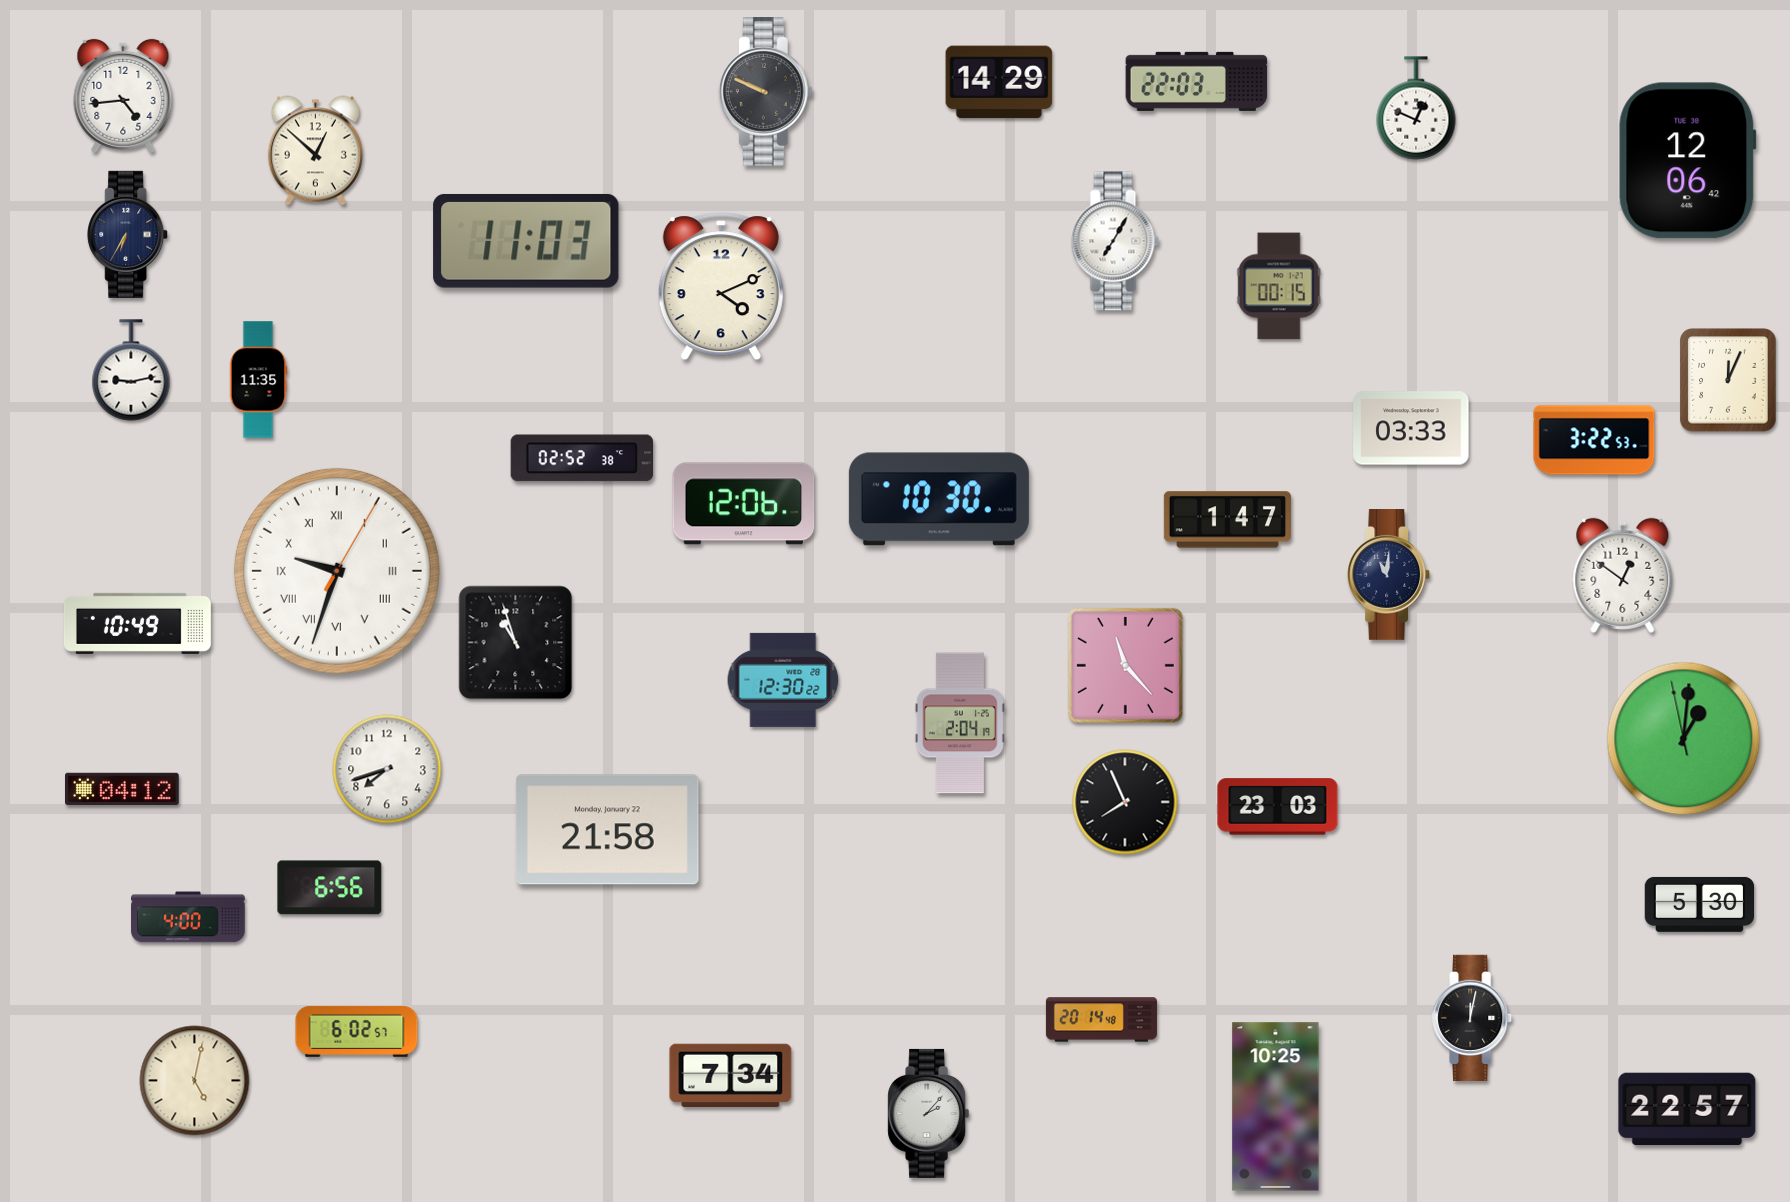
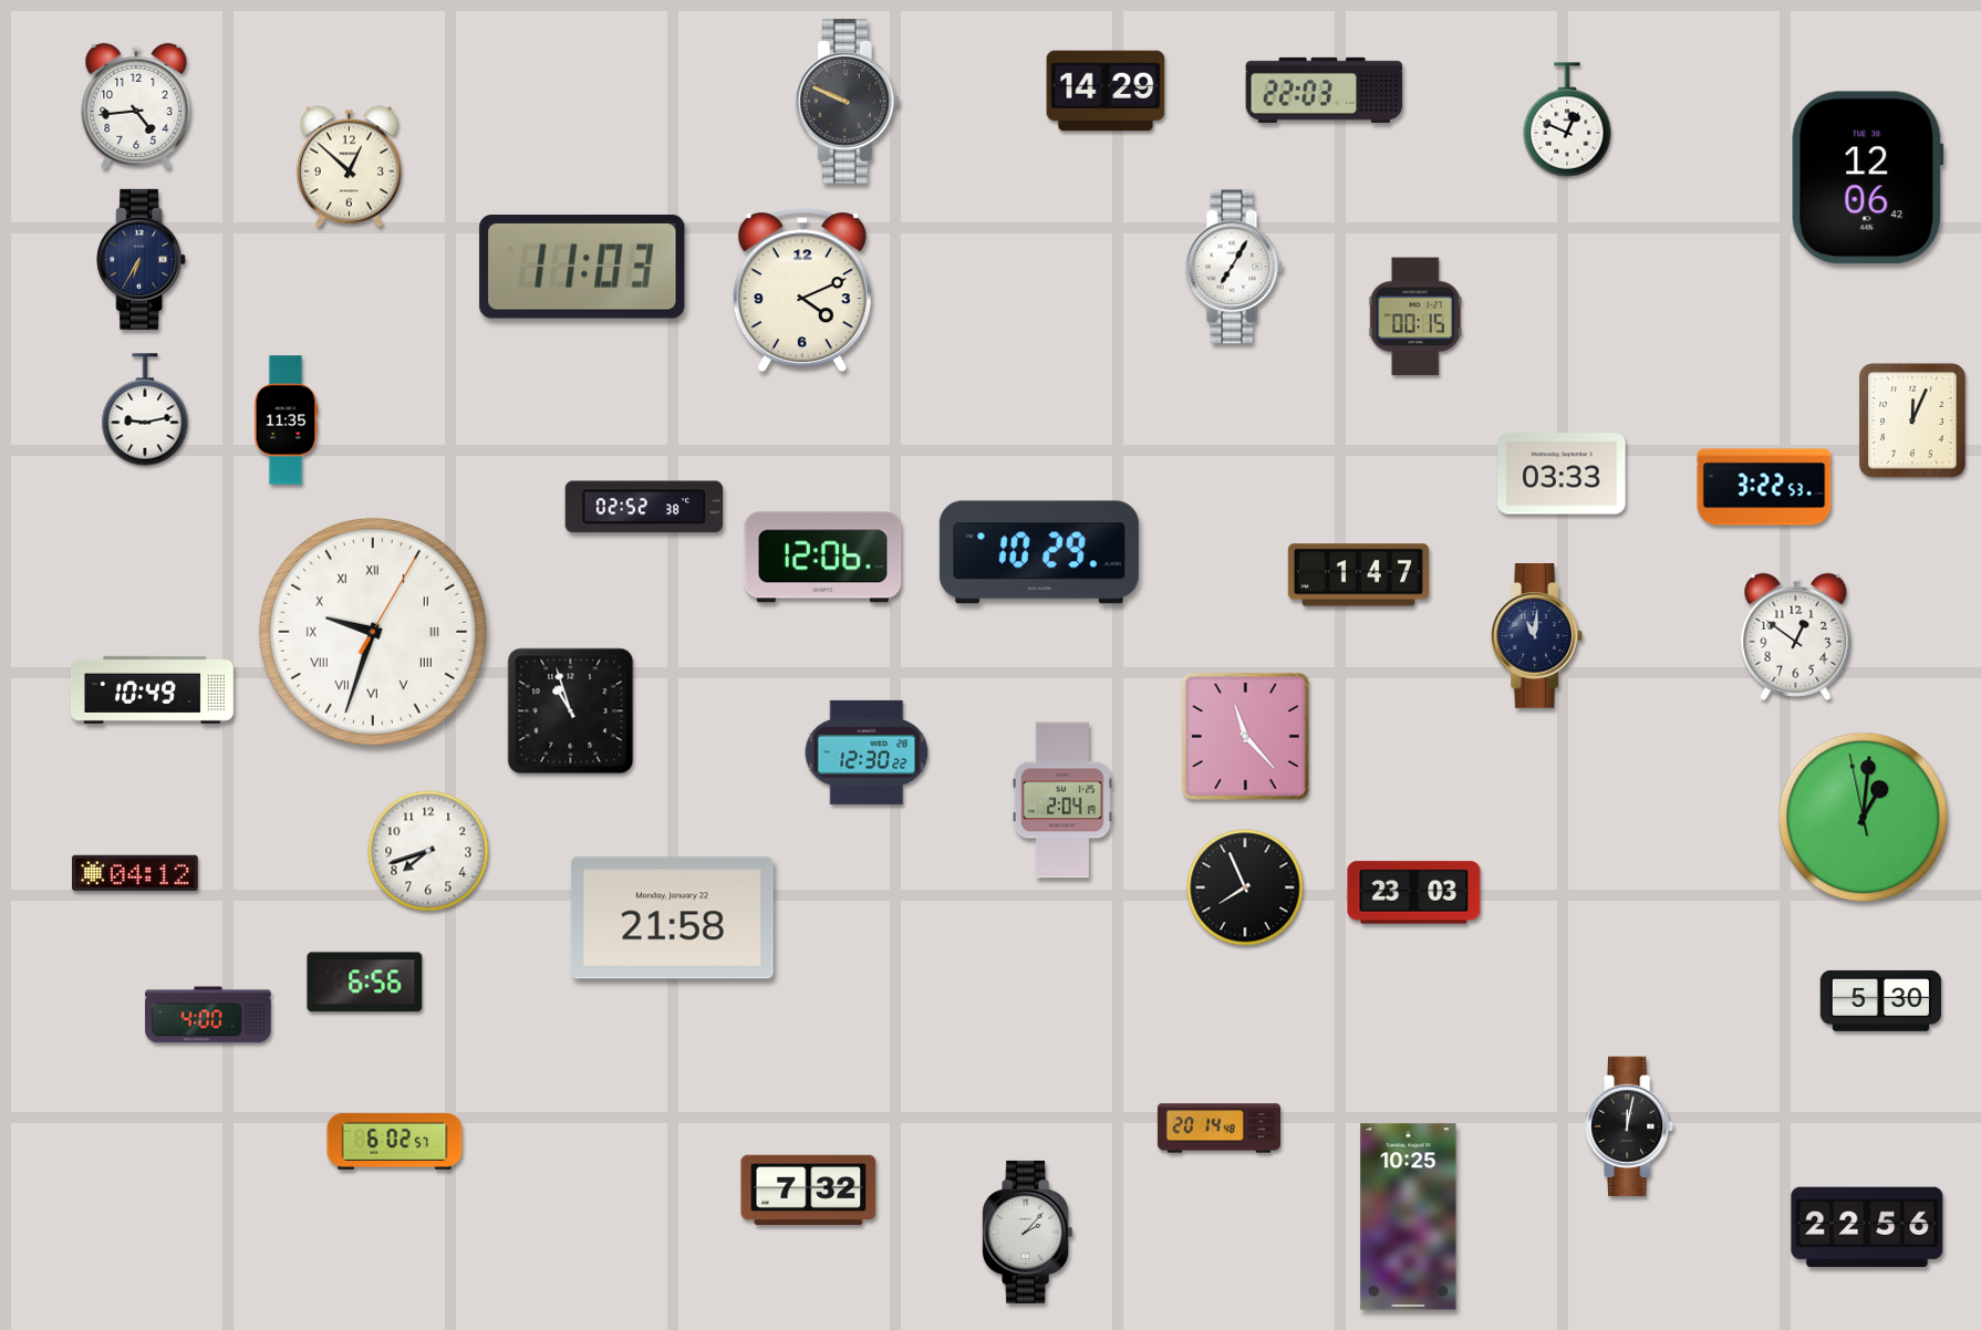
clock at (721, 286) position: (721, 286) -> (802, 290)
clock at (939, 499): 10:30 -> 10:29
clock at (731, 1075): 7:34 -> 7:32
clock at (195, 1081): 5:02 -> none
clock at (1276, 1107) position: (1276, 1107) -> (1409, 1217)
clock at (1687, 1109): 22:57 -> 22:56
